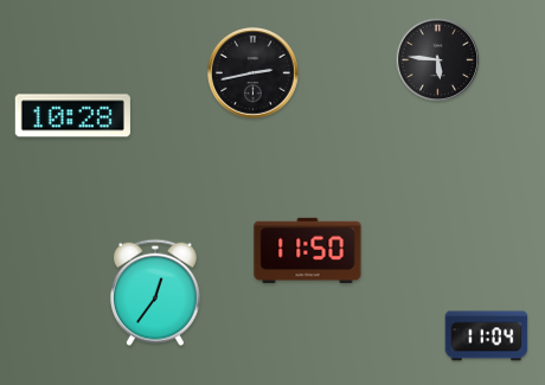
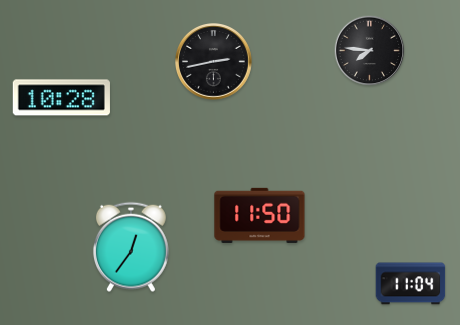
clock at (438, 60): 5:46 -> 7:46
clock at (308, 250) position: (308, 250) -> (260, 215)
